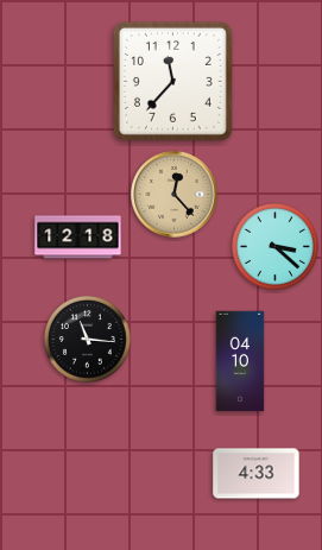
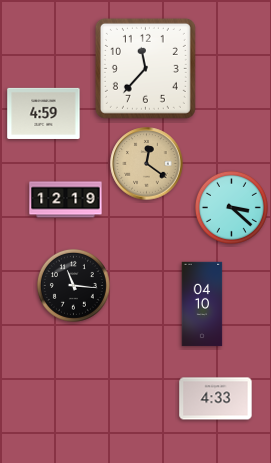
clock at (44, 113): none -> 4:59
clock at (175, 195): 12:23 -> 12:21
clock at (78, 238): 12:18 -> 12:19
